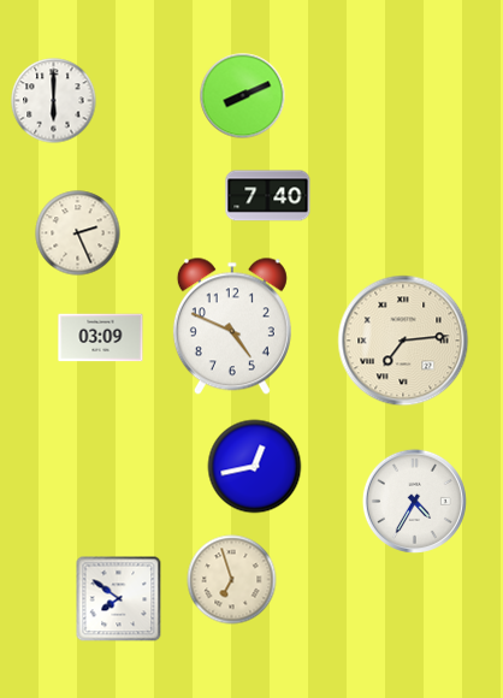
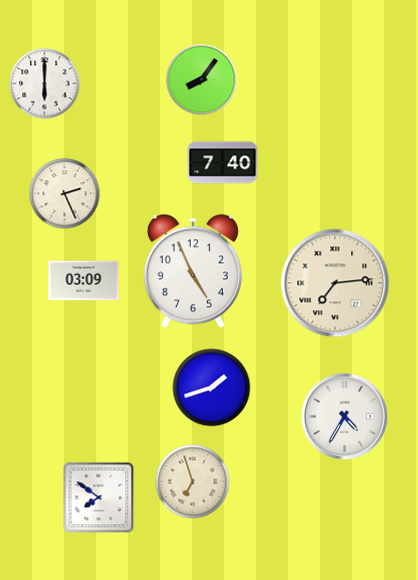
clock at (243, 96): 8:11 -> 8:06
clock at (232, 326): 4:49 -> 4:56
clock at (255, 467): 12:43 -> 1:42
